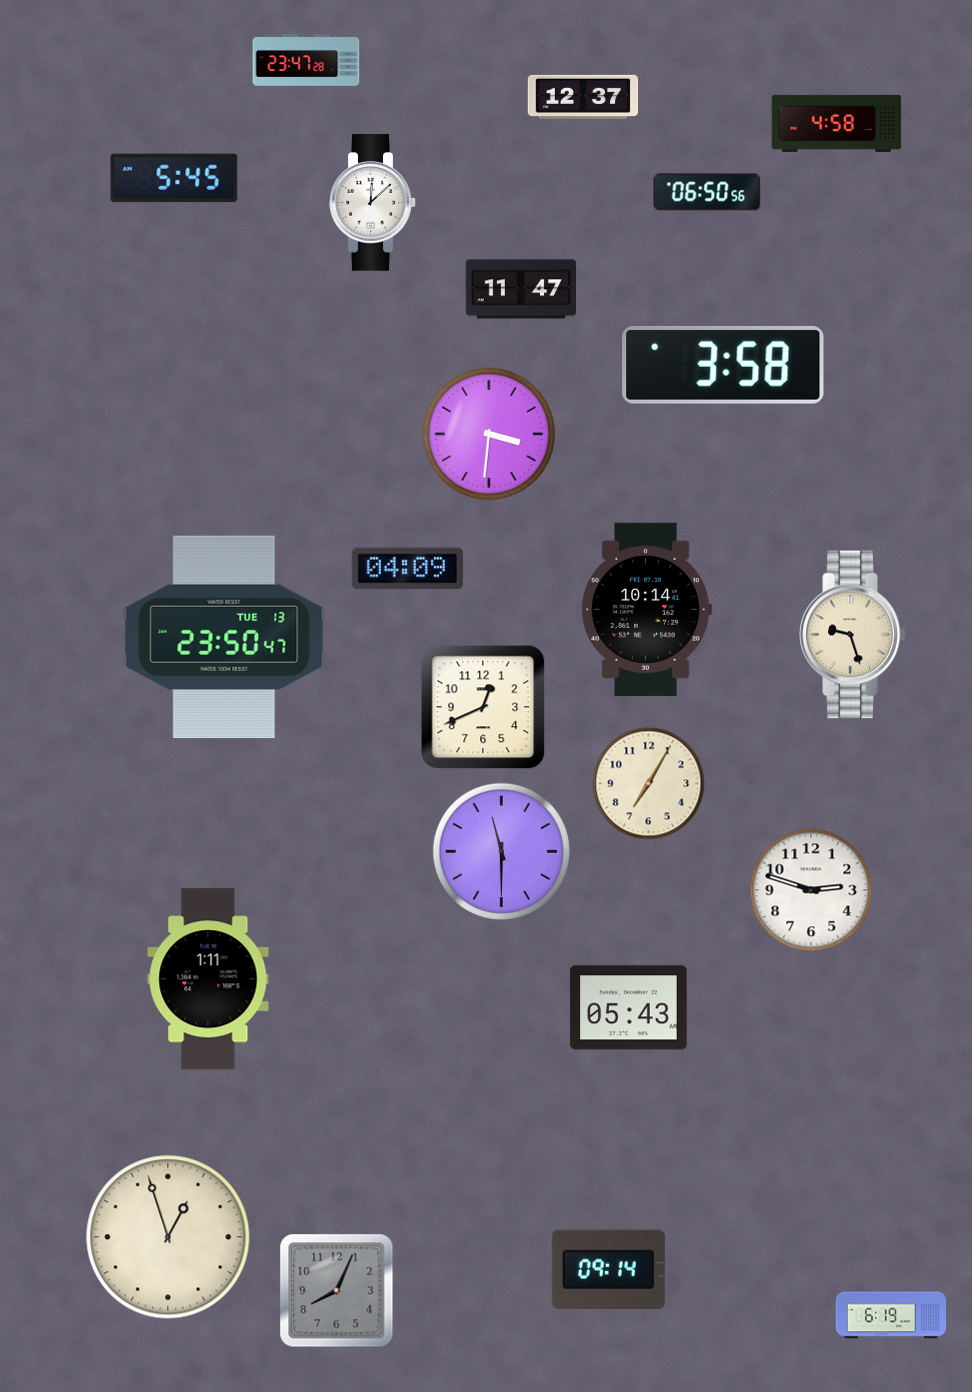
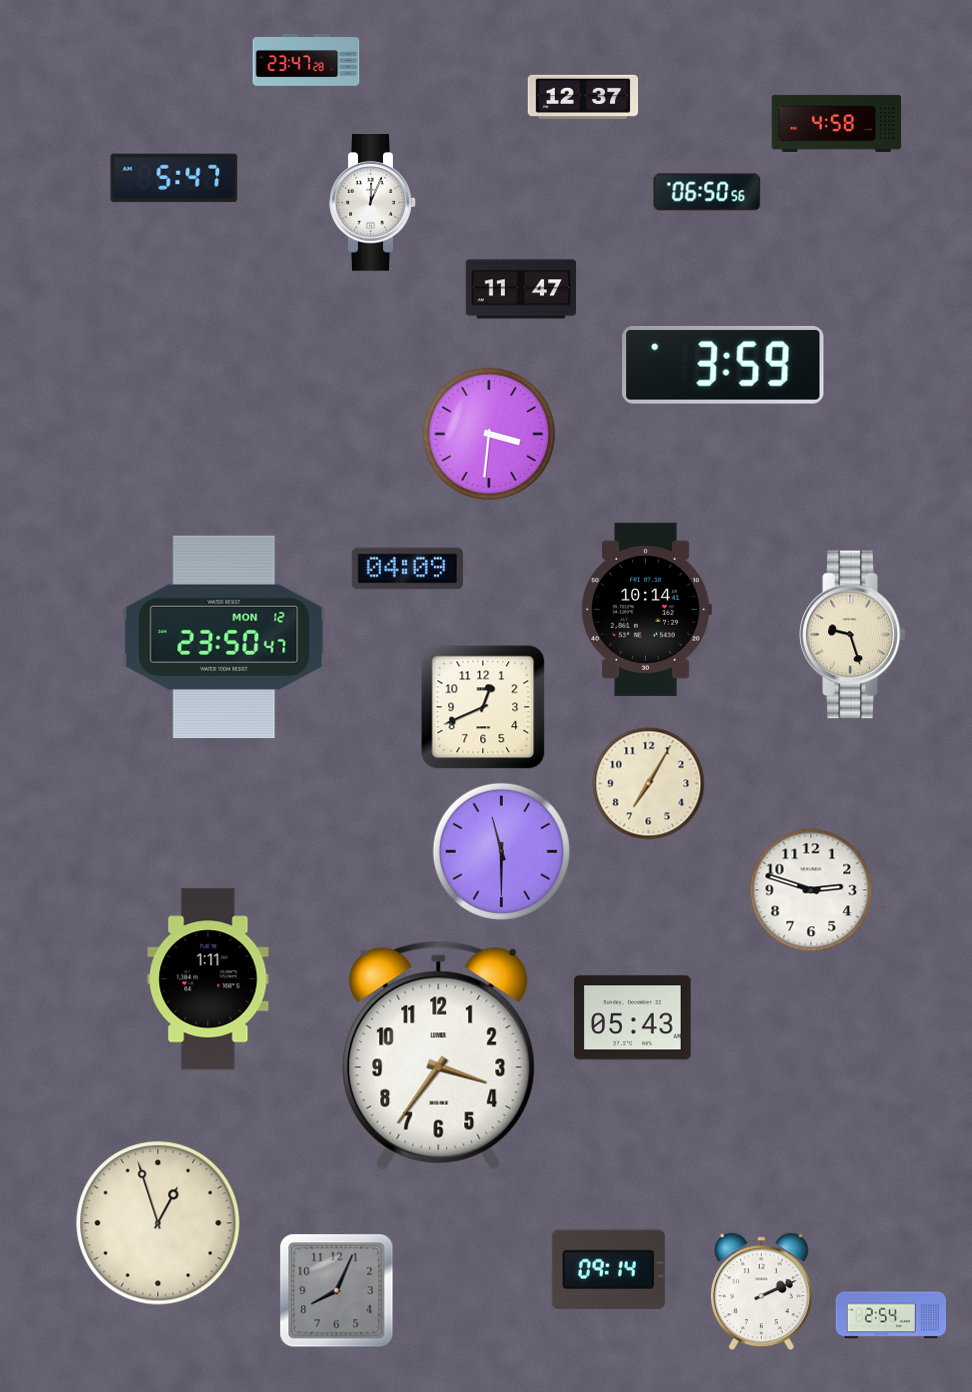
clock at (174, 178): 5:45 -> 5:47
clock at (373, 203): 12:08 -> 12:04
clock at (723, 365): 3:58 -> 3:59
clock at (224, 637) date: TUE 13 -> MON 12
clock at (629, 1008) position: (629, 1008) -> (633, 1018)
clock at (439, 1055): none -> 3:36
clock at (168, 1237) position: (168, 1237) -> (158, 1223)
clock at (761, 1292): none -> 2:11
clock at (891, 1315): 6:19 -> 2:54
